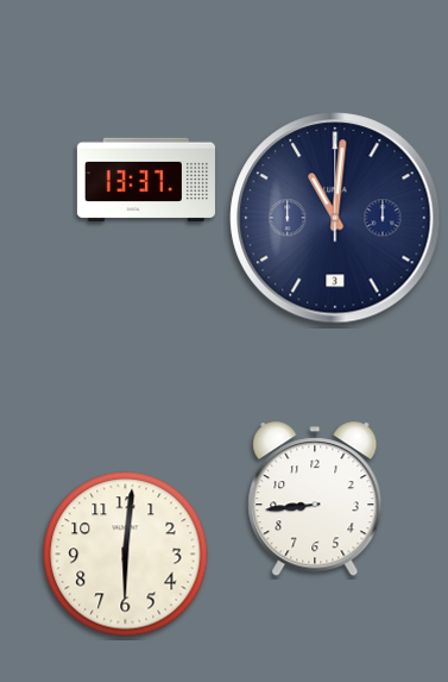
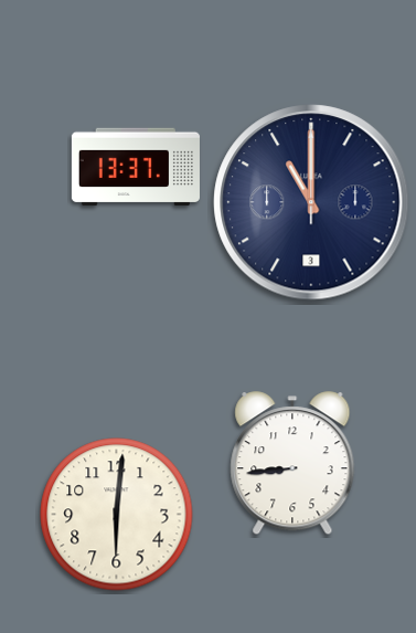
clock at (335, 218): 11:01 -> 11:00
